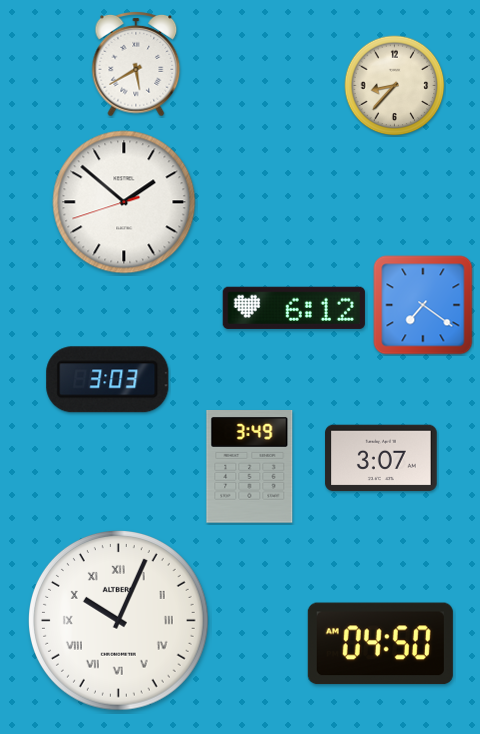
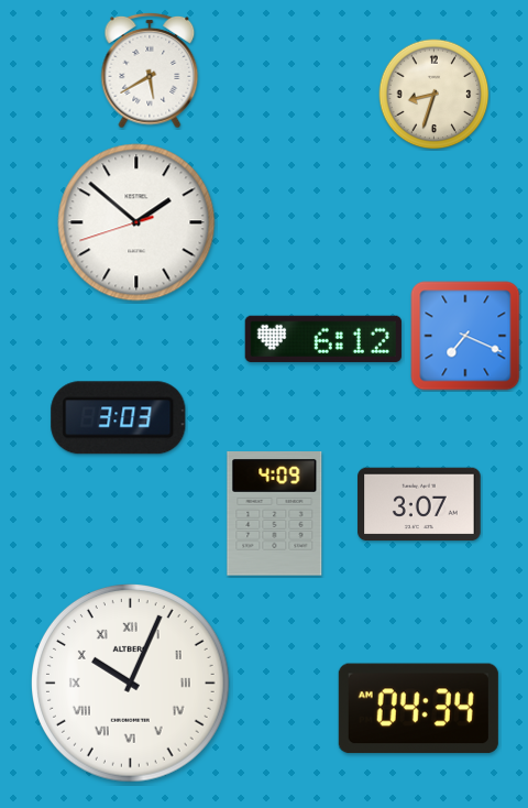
clock at (395, 86): 8:37 -> 8:33
clock at (423, 305): 7:21 -> 7:19
clock at (250, 467): 3:49 -> 4:09
clock at (380, 644): 04:50 -> 04:34
